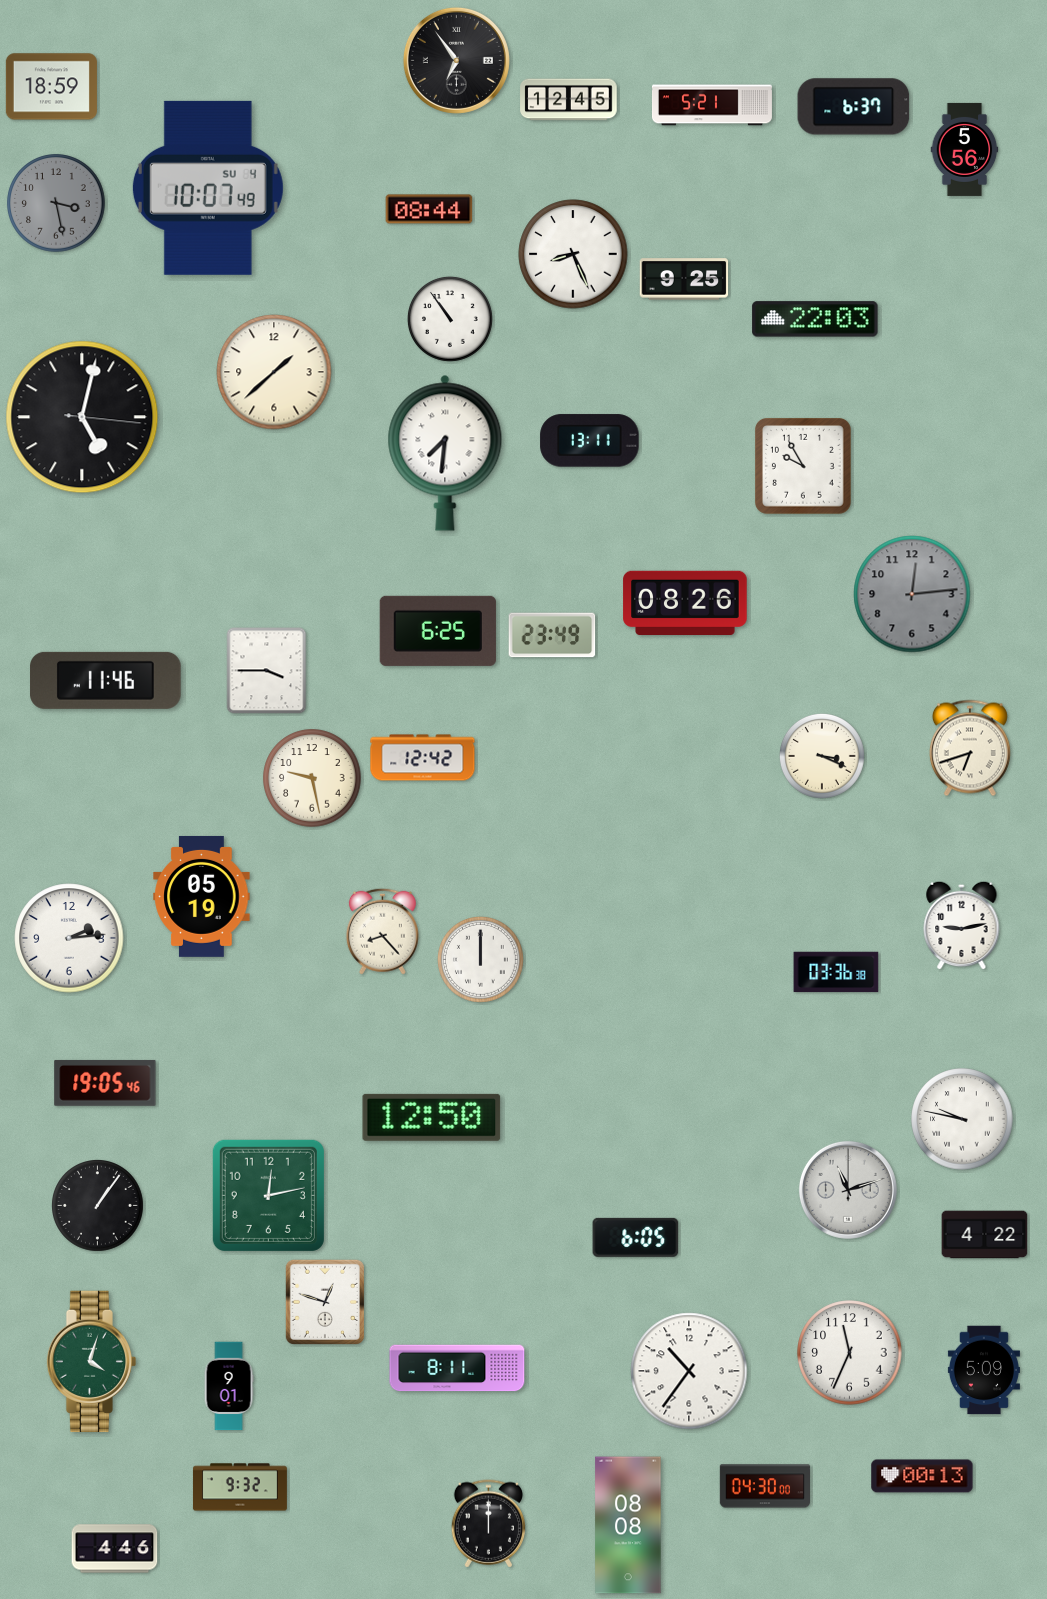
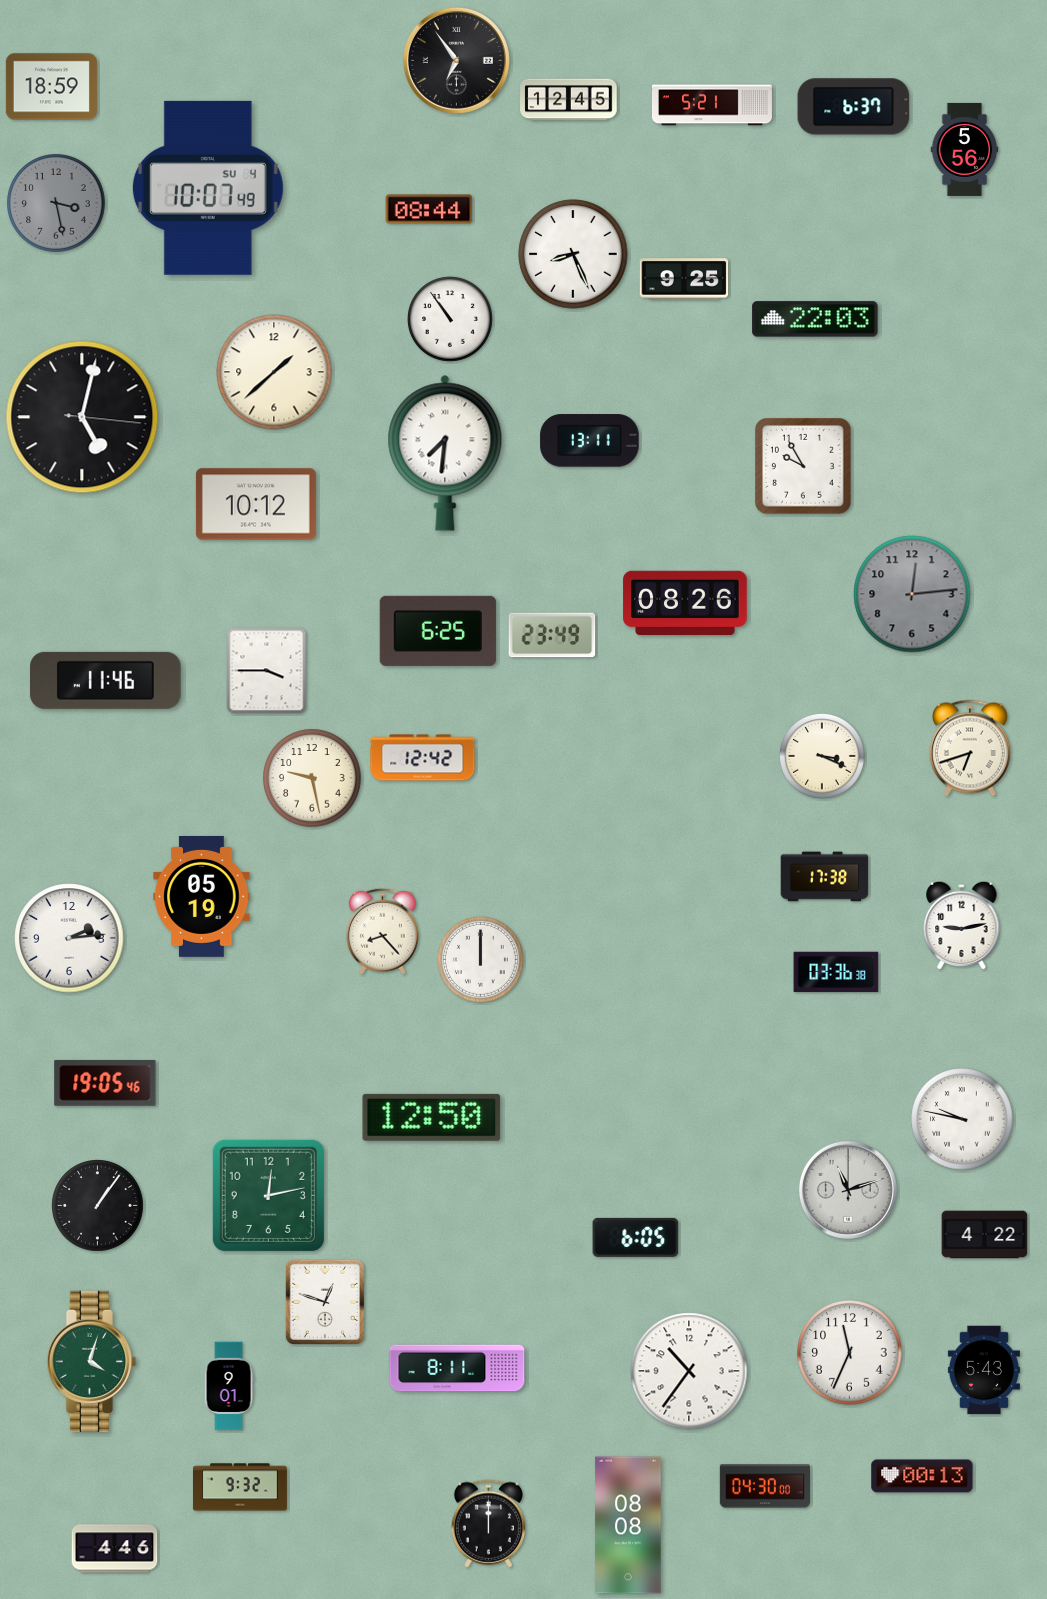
clock at (256, 504): none -> 10:12
clock at (825, 877): none -> 17:38
clock at (984, 1370): 5:09 -> 5:43
